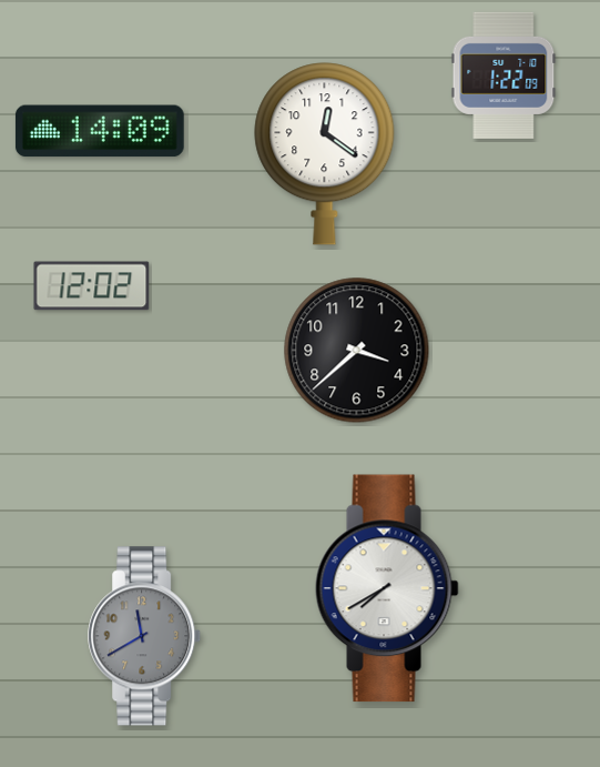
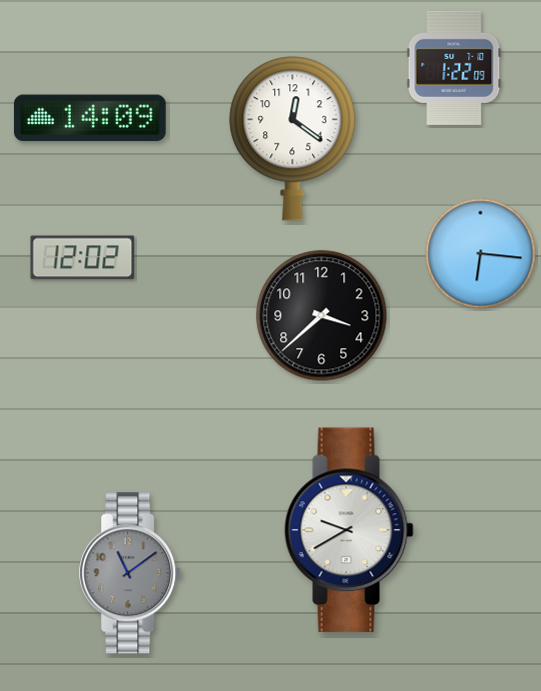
clock at (481, 254): none -> 6:16
clock at (387, 588): 7:40 -> 9:40
clock at (145, 636): 11:40 -> 11:09
